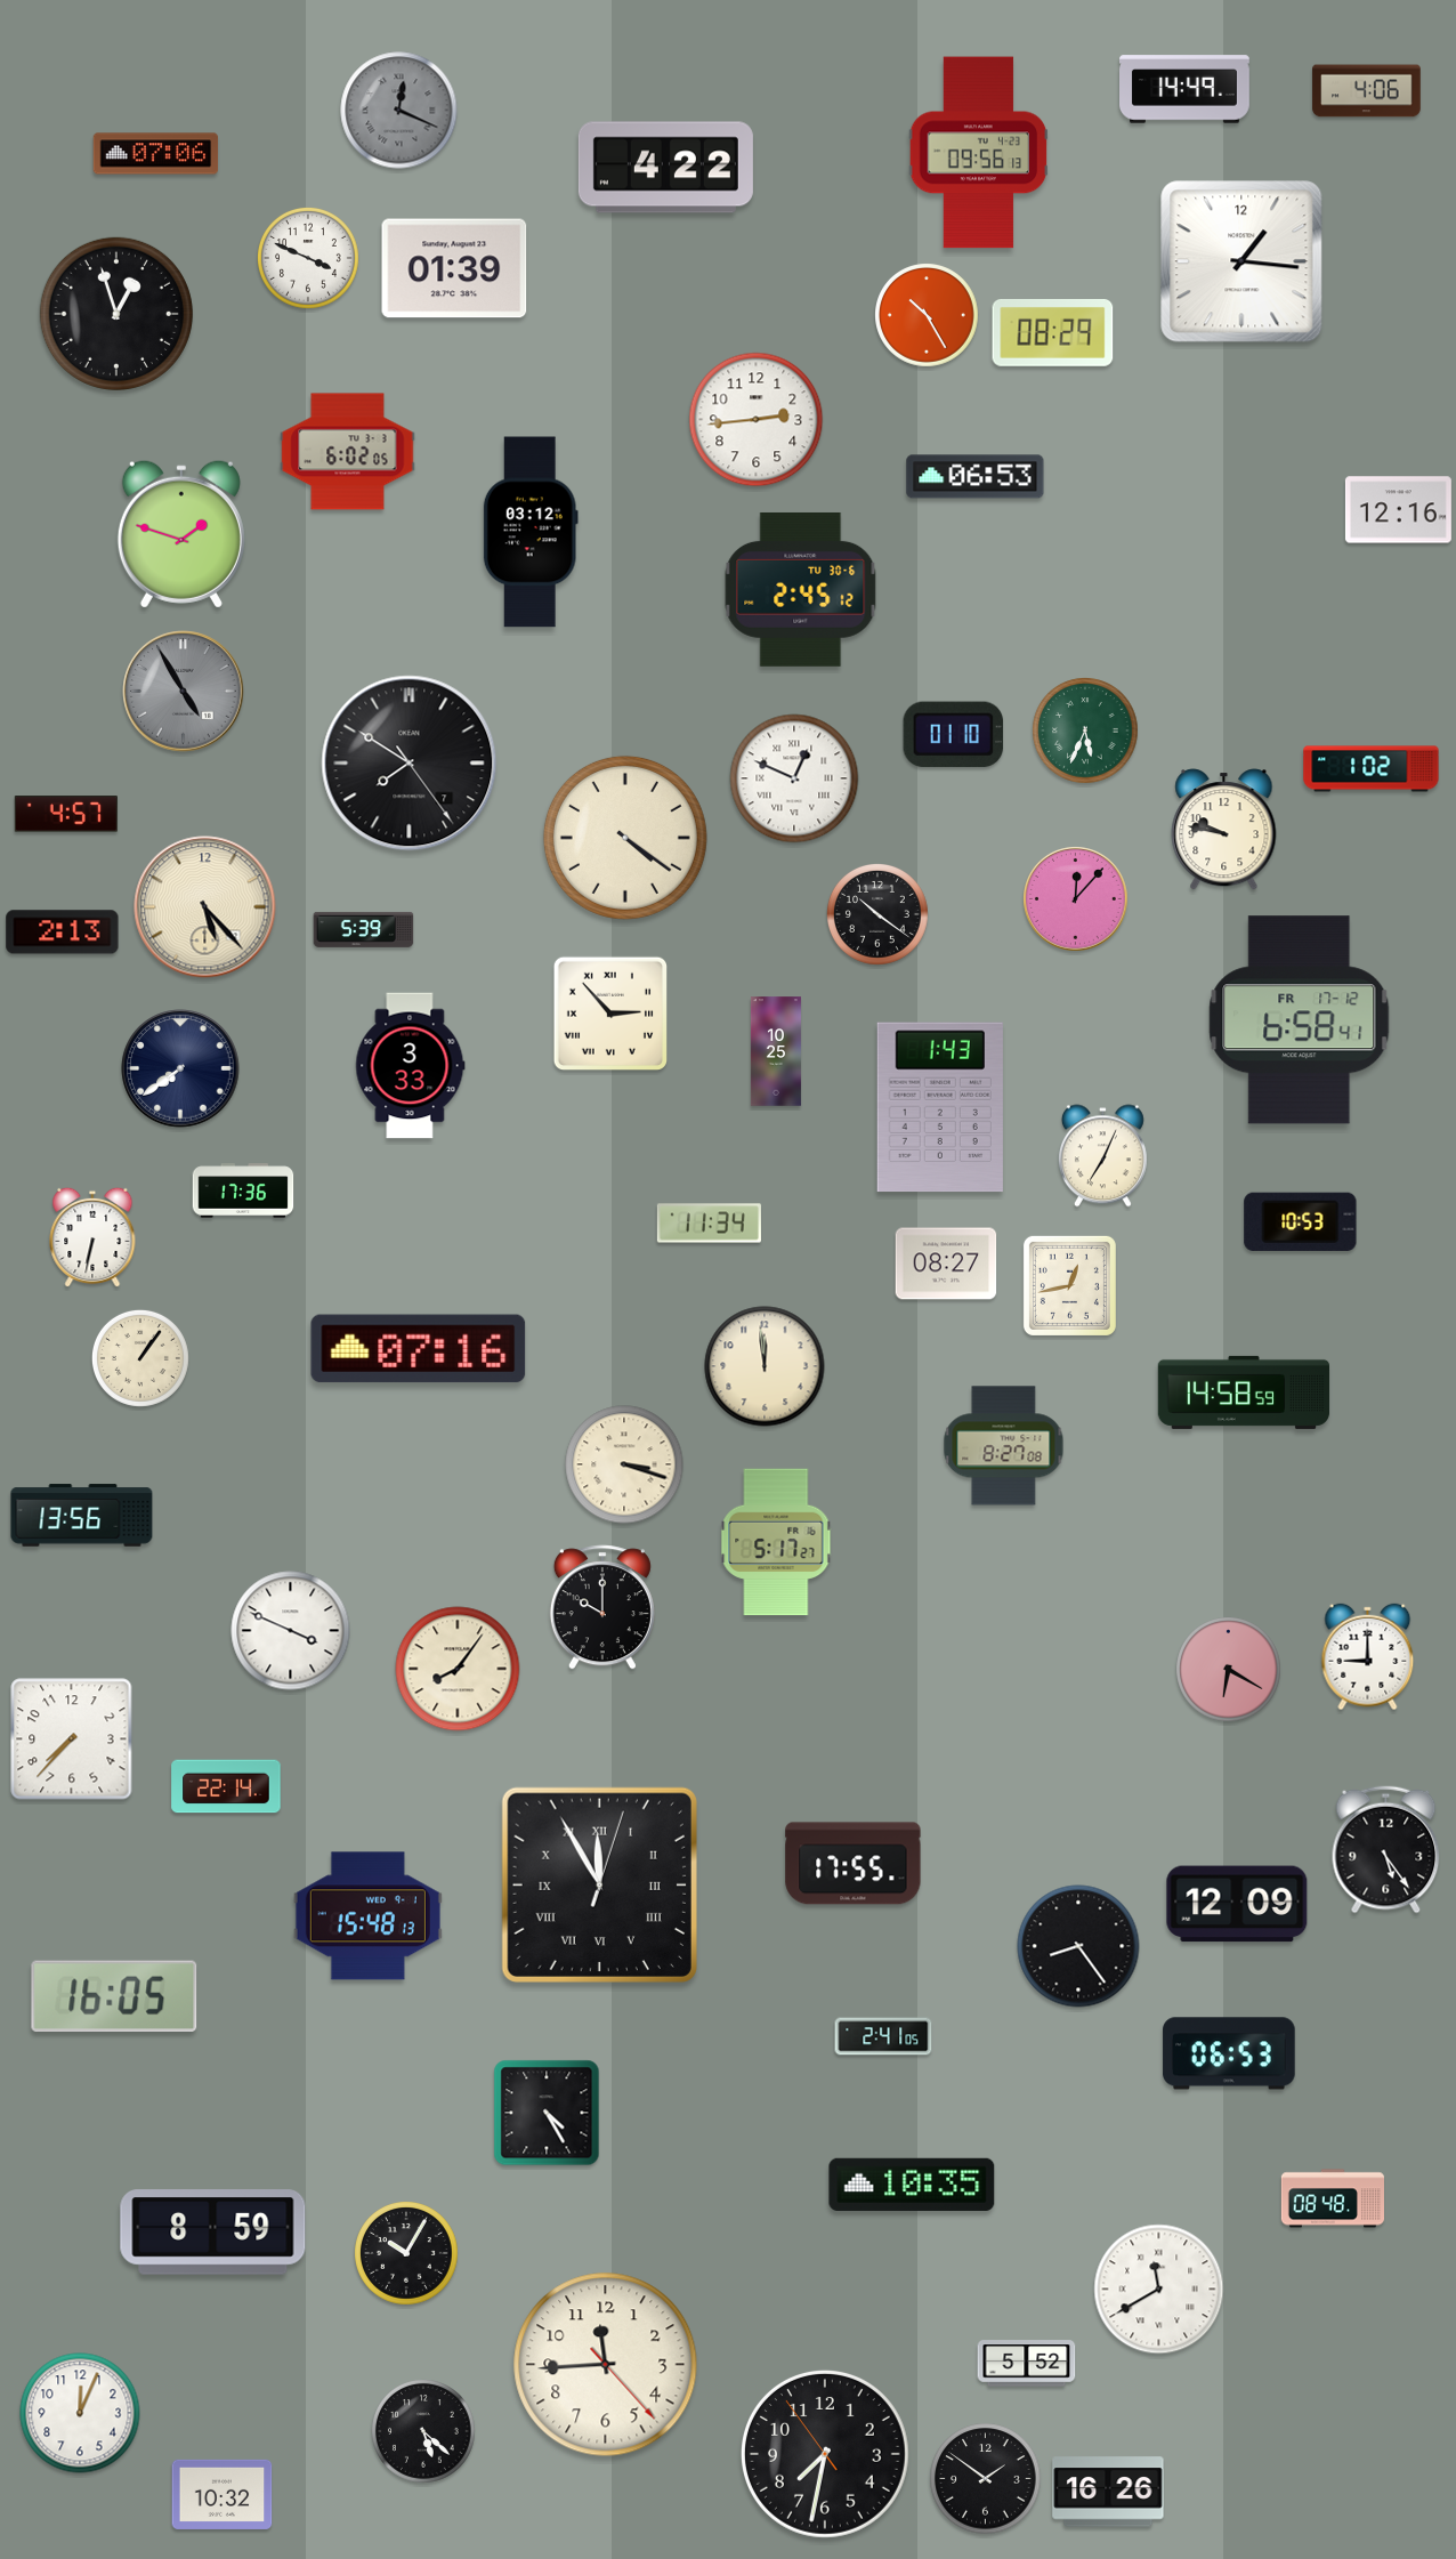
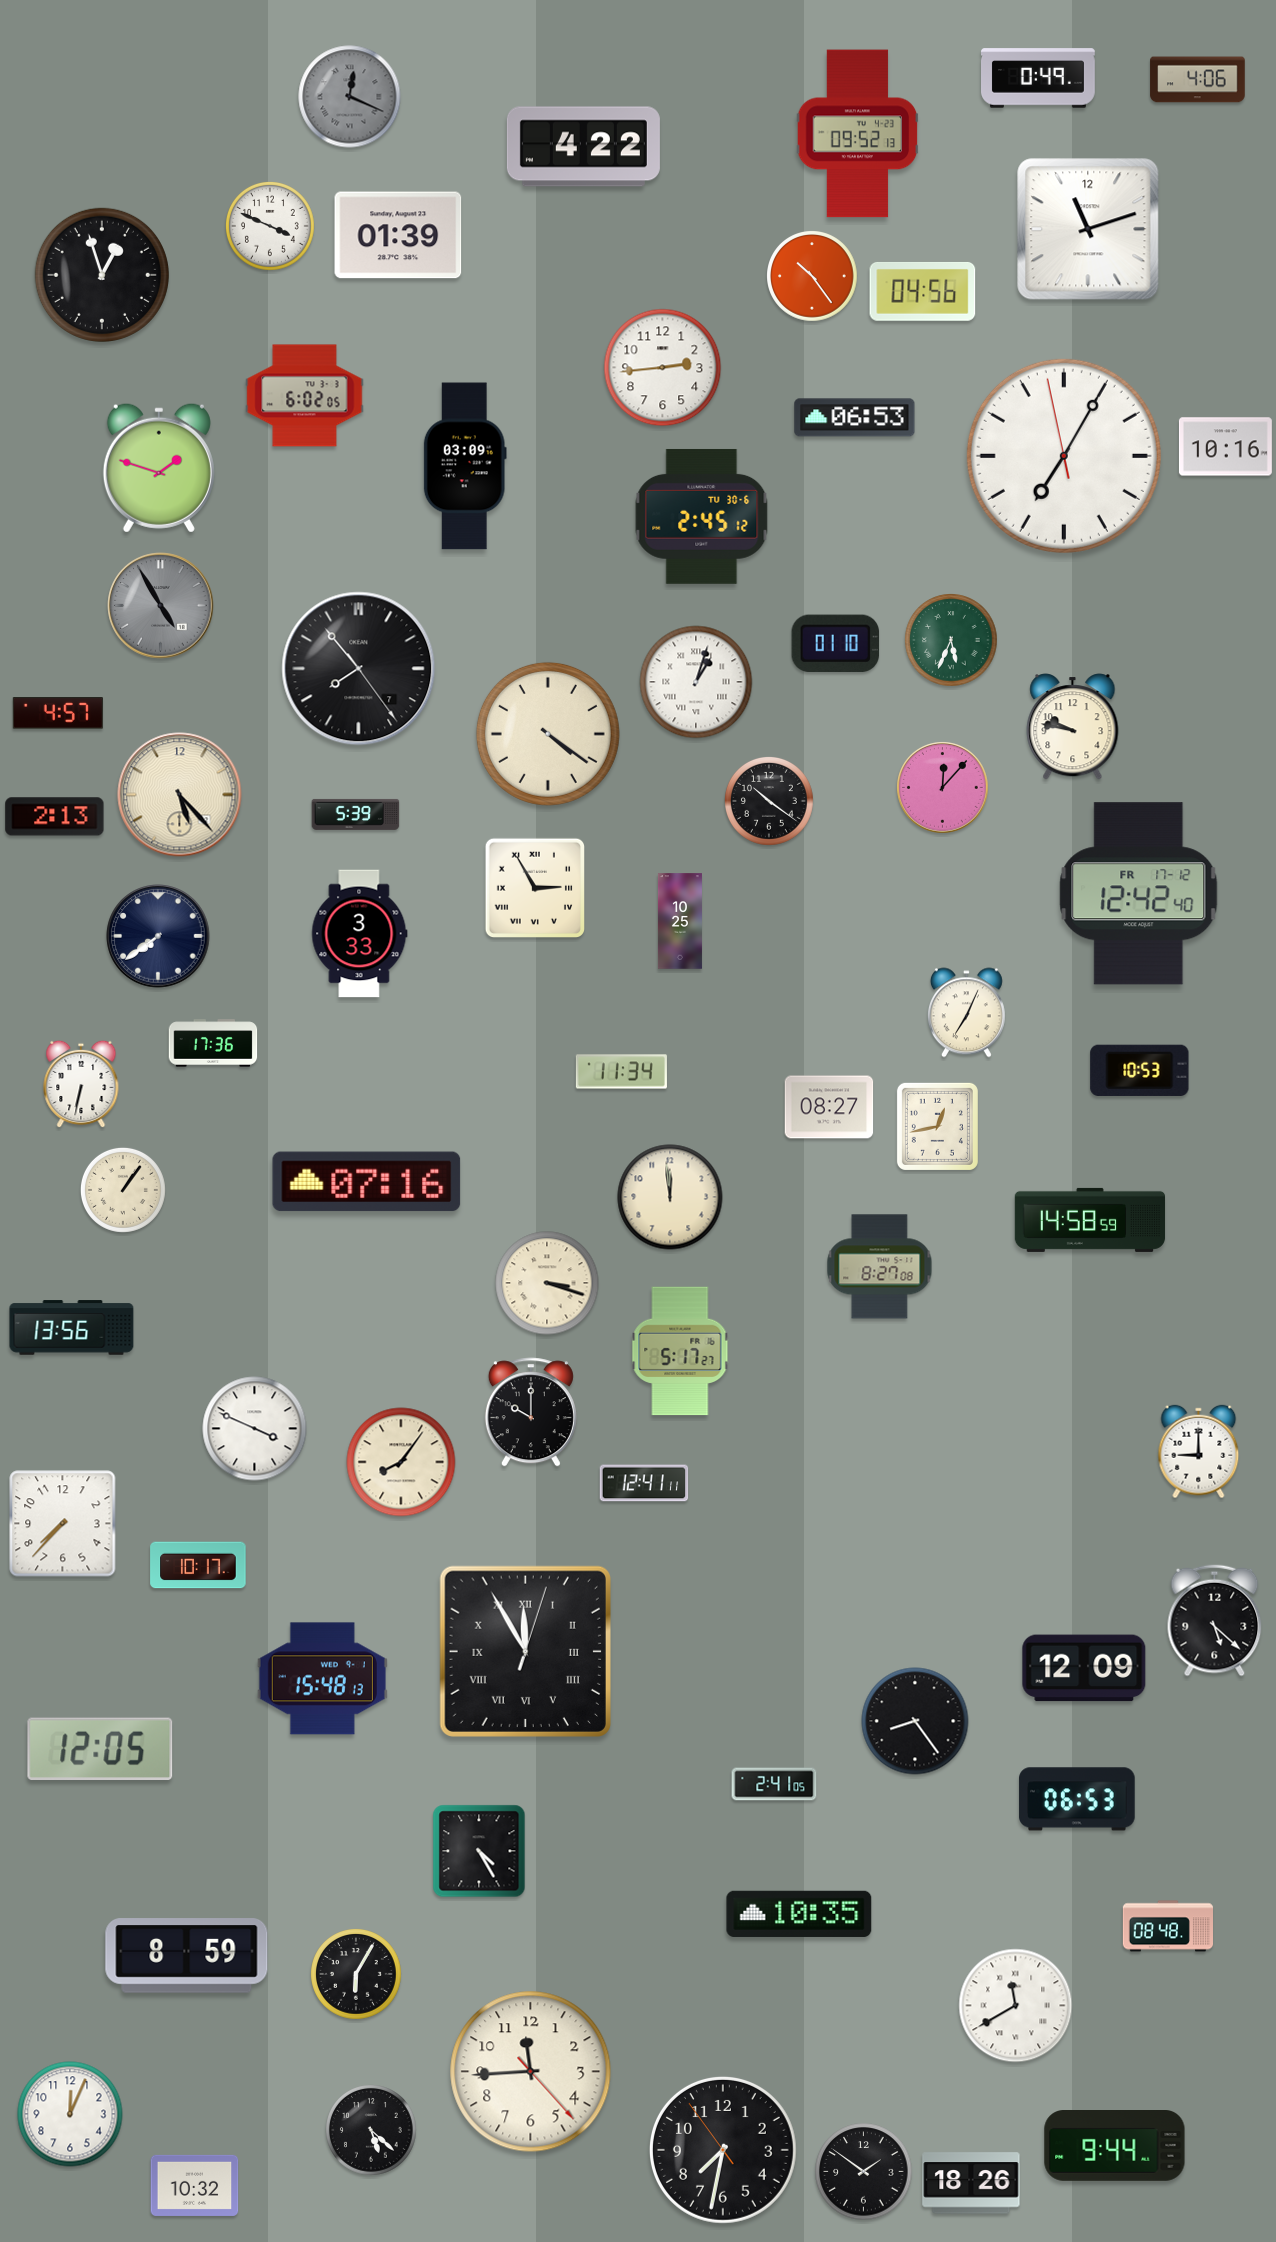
clock at (1186, 89): 14:49 -> 0:49
clock at (979, 153): 09:56 -> 09:52
clock at (156, 154): 07:06 -> none
clock at (1241, 261): 1:16 -> 11:12
clock at (927, 315): 10:25 -> 10:24
clock at (1053, 332): 08:29 -> 04:56
clock at (1398, 510): 12:16 -> 10:16
clock at (1064, 456): none -> 7:04
clock at (531, 532): 03:12 -> 03:09
clock at (410, 764): 7:50 -> 7:53
clock at (1372, 769): 1:02 -> none
clock at (794, 778): 12:49 -> 1:03
clock at (364, 929) position: (364, 929) -> (356, 814)
clock at (609, 1012): 2:53 -> 2:55
clock at (1300, 1020): 6:58 -> 12:42
clock at (940, 1107): 1:43 -> none
clock at (602, 1607) position: (602, 1607) -> (531, 1412)
clock at (1229, 1670): 6:20 -> none
clock at (644, 1483): none -> 12:41
clock at (226, 1786): 22:14 -> 10:17
clock at (1386, 1850): 5:24 -> 5:22
clock at (854, 1864): 17:55 -> none
clock at (1078, 1946) position: (1078, 1946) -> (915, 1721)
clock at (114, 1995): 16:05 -> 12:05
clock at (406, 2253): 10:05 -> 6:05
clock at (1027, 2364): 5:52 -> none
clock at (1115, 2146): none -> 9:44
clock at (1108, 2492): 16:26 -> 18:26
